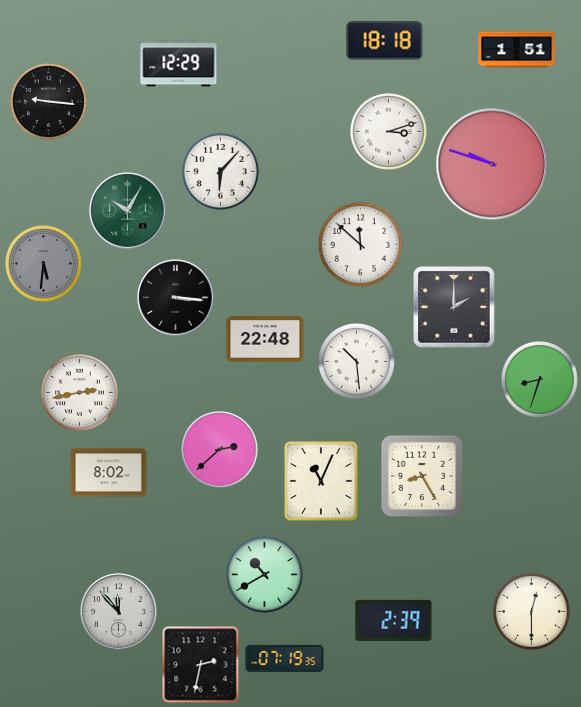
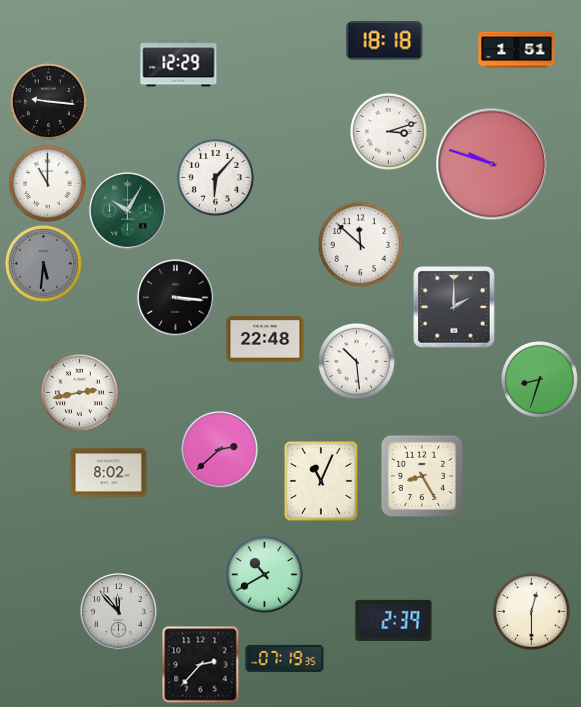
clock at (220, 171) position: (220, 171) -> (215, 177)
clock at (47, 183): none -> 11:00
clock at (200, 664): 2:32 -> 2:37
